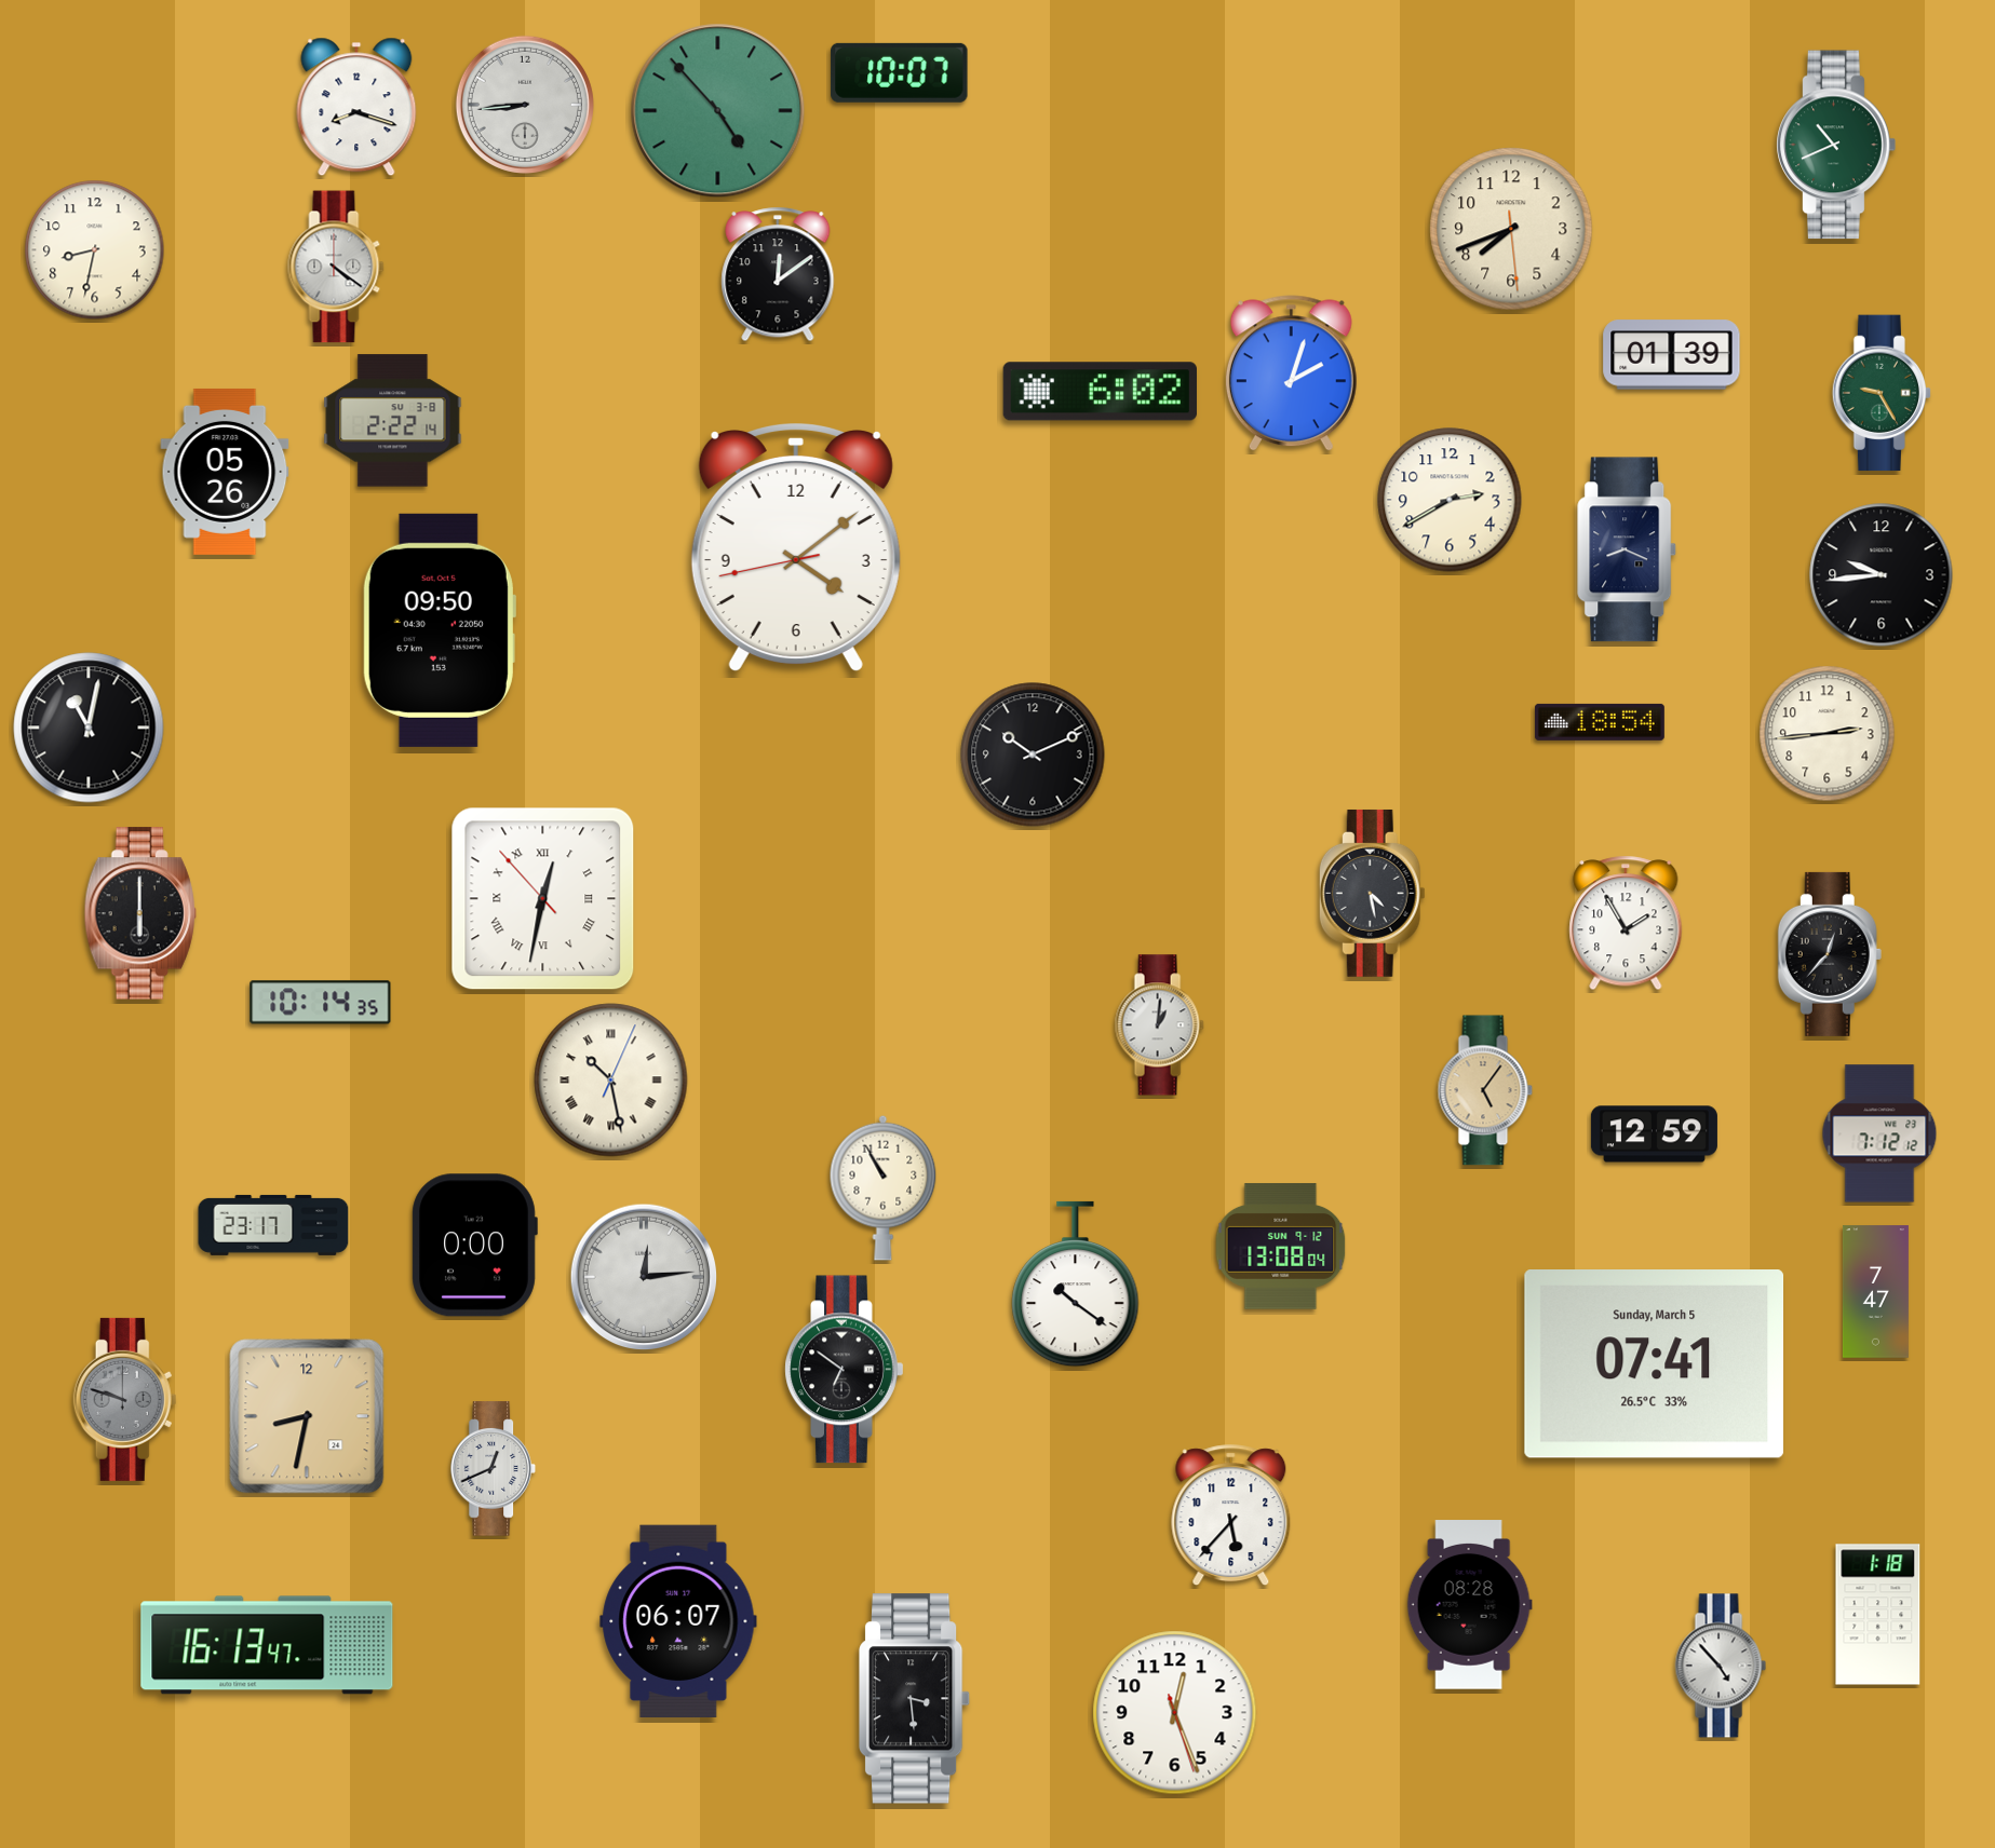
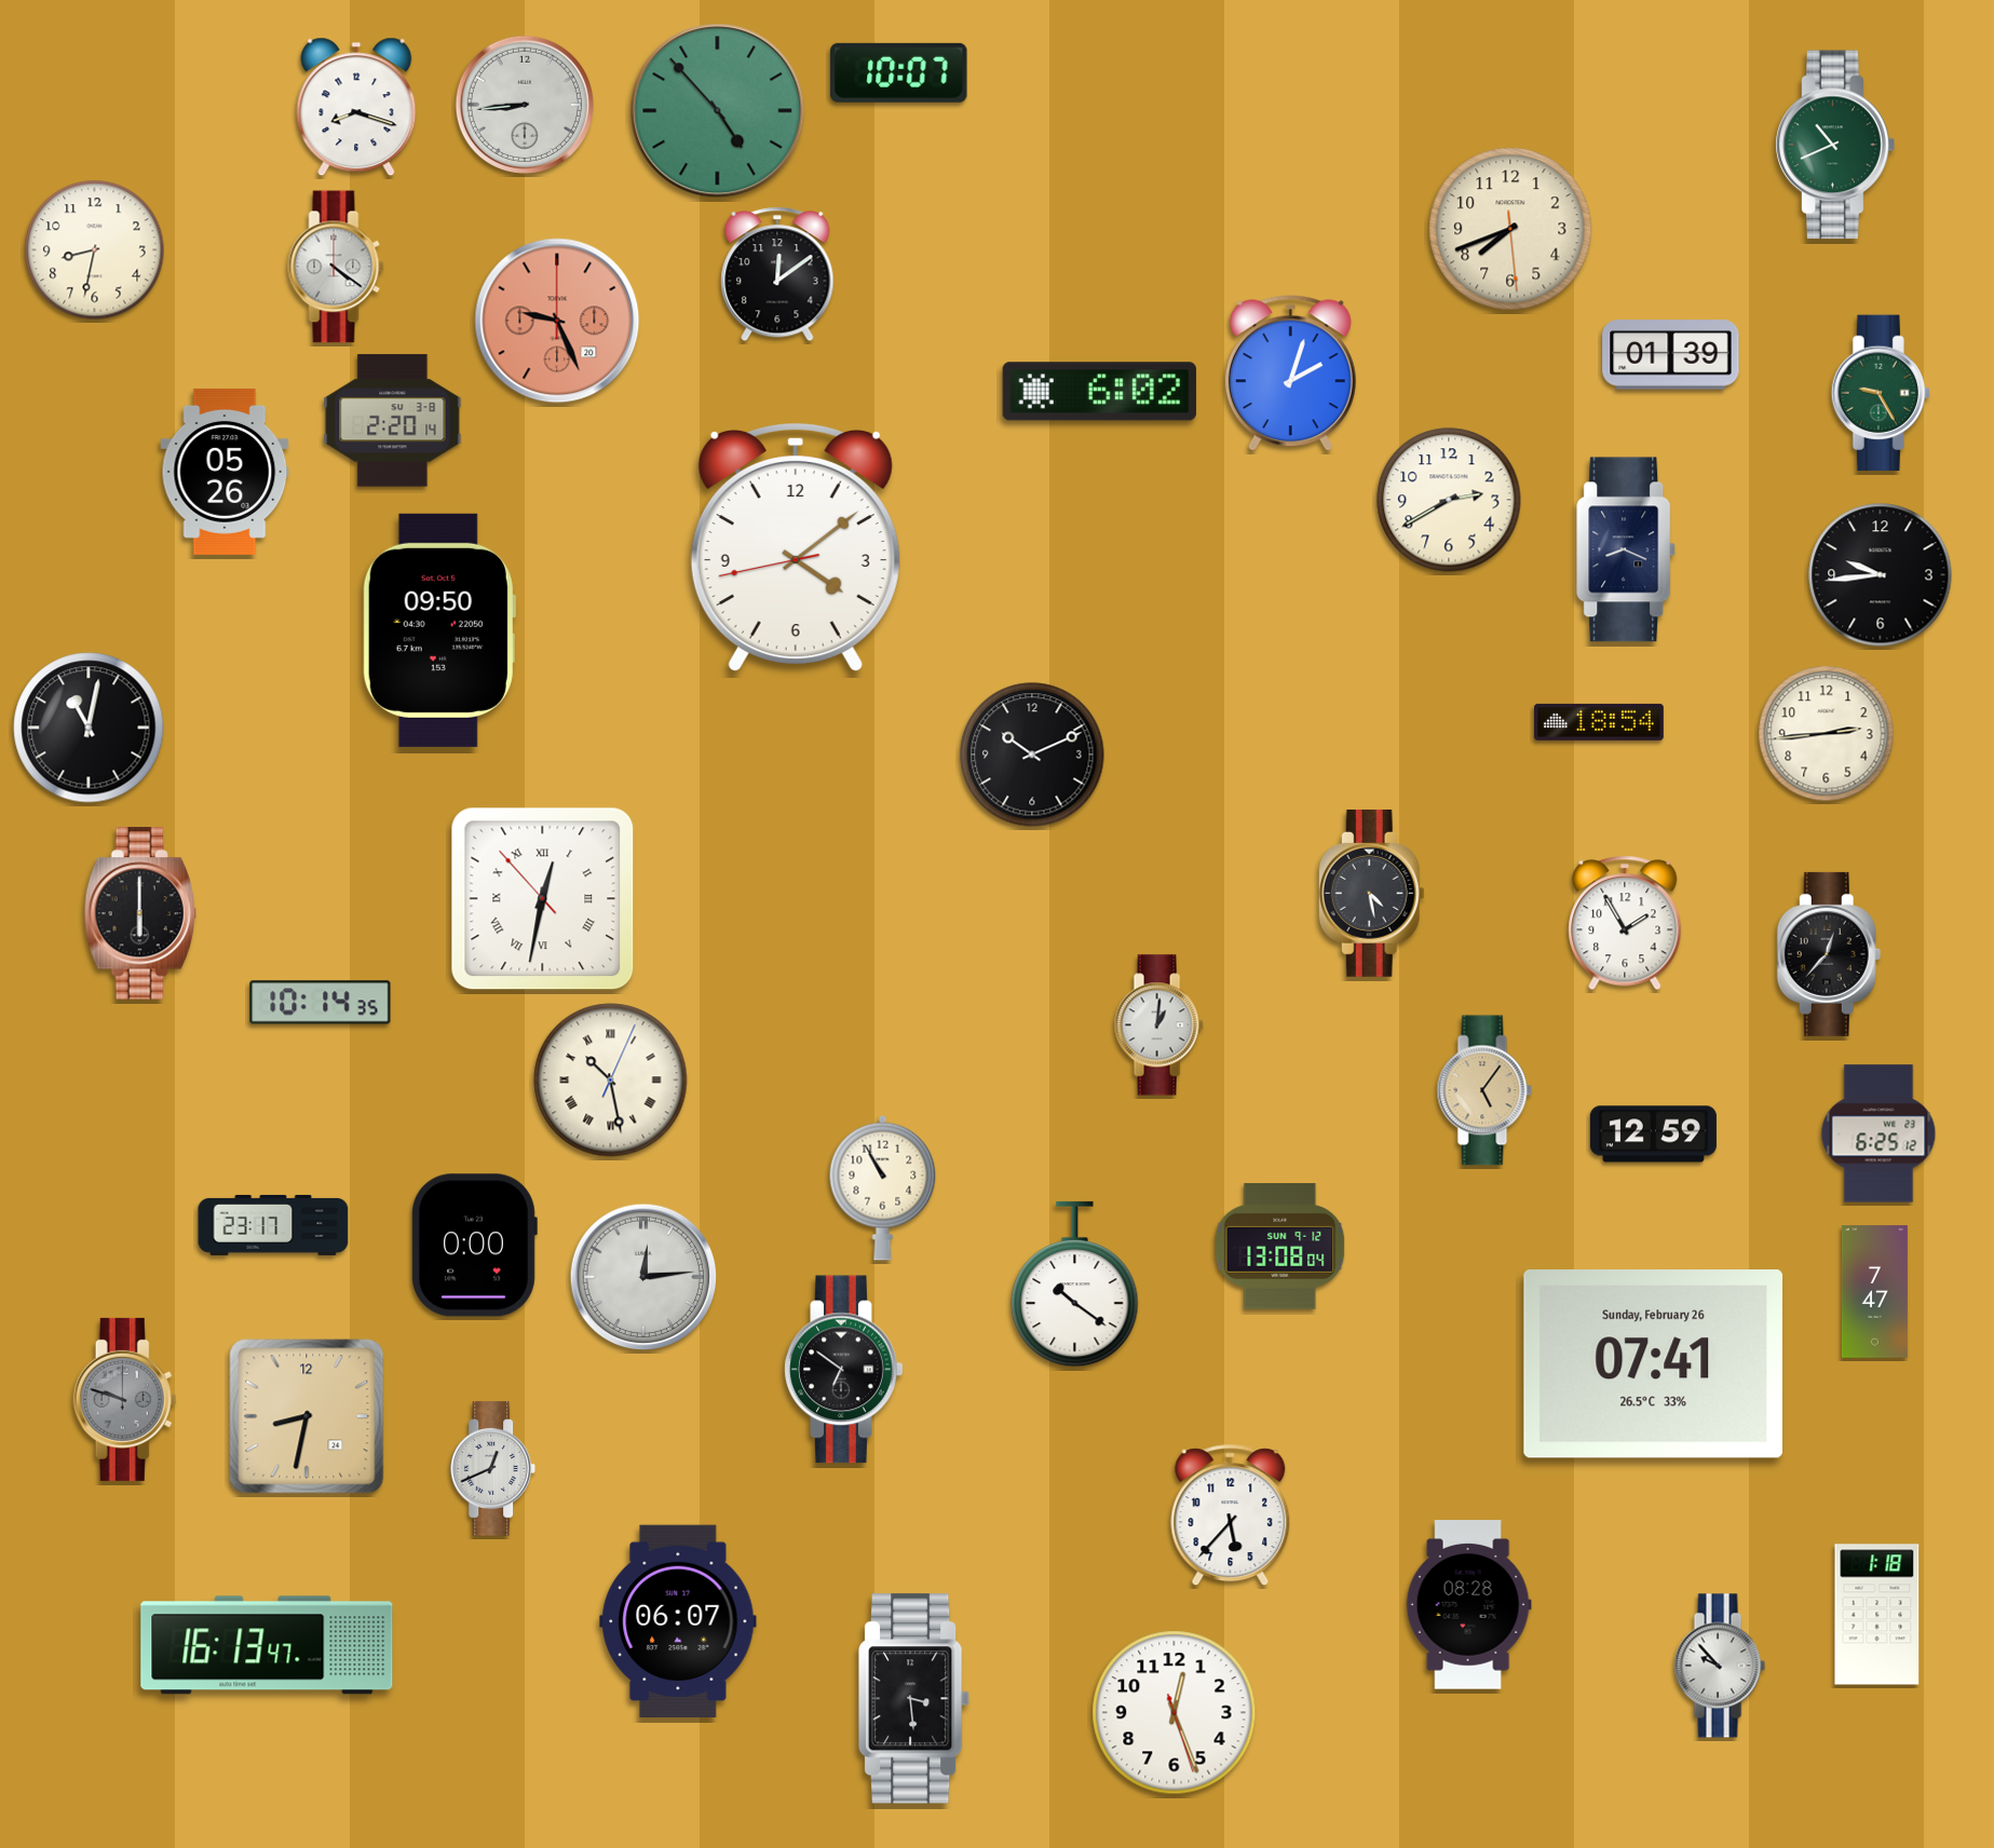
clock at (557, 321): none -> 9:26
clock at (393, 421): 2:22 -> 2:20
clock at (1879, 1133): 7:12 -> 6:25
clock at (1655, 1364) date: Sunday, March 5 -> Sunday, February 26
clock at (1721, 1666): 4:53 -> 9:53
